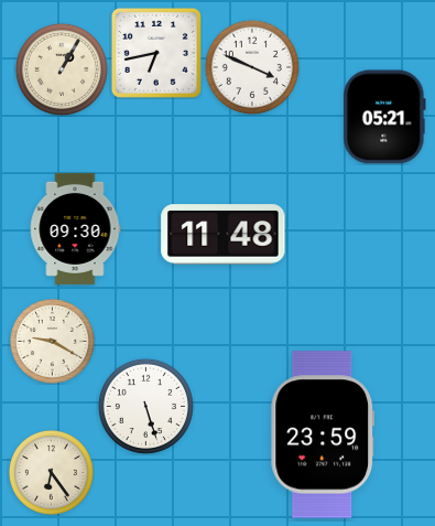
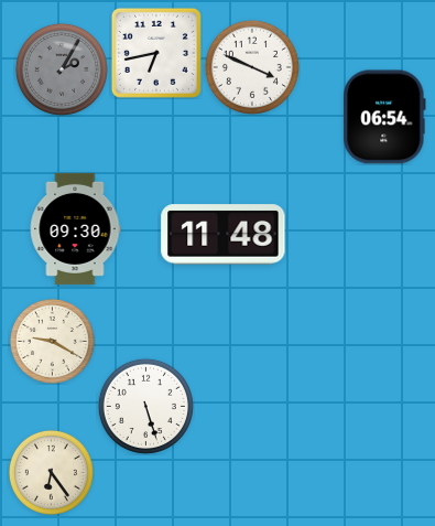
clock at (62, 69): 1:05 -> 2:05
clock at (62, 69) dial: cream -> grey
clock at (384, 117): 05:21 -> 06:54
clock at (323, 434): 23:59 -> none
